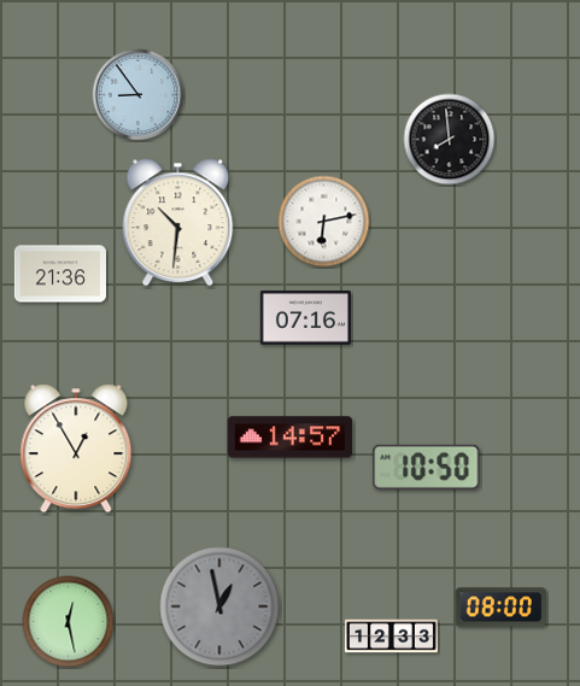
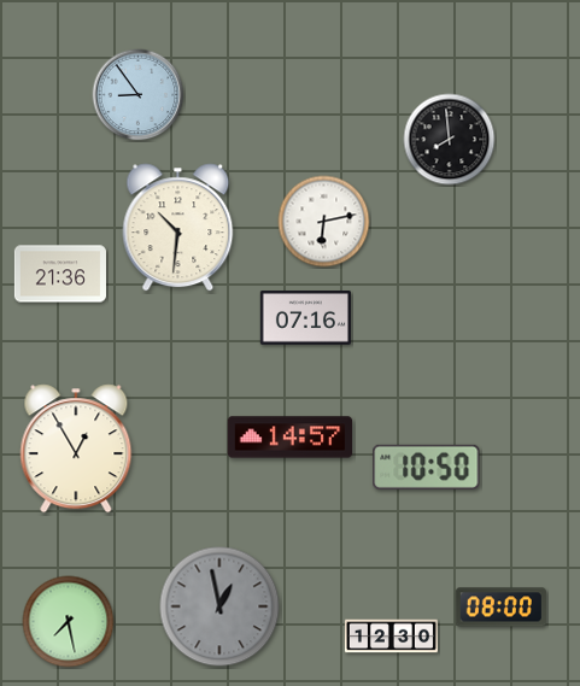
clock at (178, 223) position: (178, 223) -> (178, 228)
clock at (69, 622): 12:28 -> 7:28
clock at (391, 637): 12:33 -> 12:30
